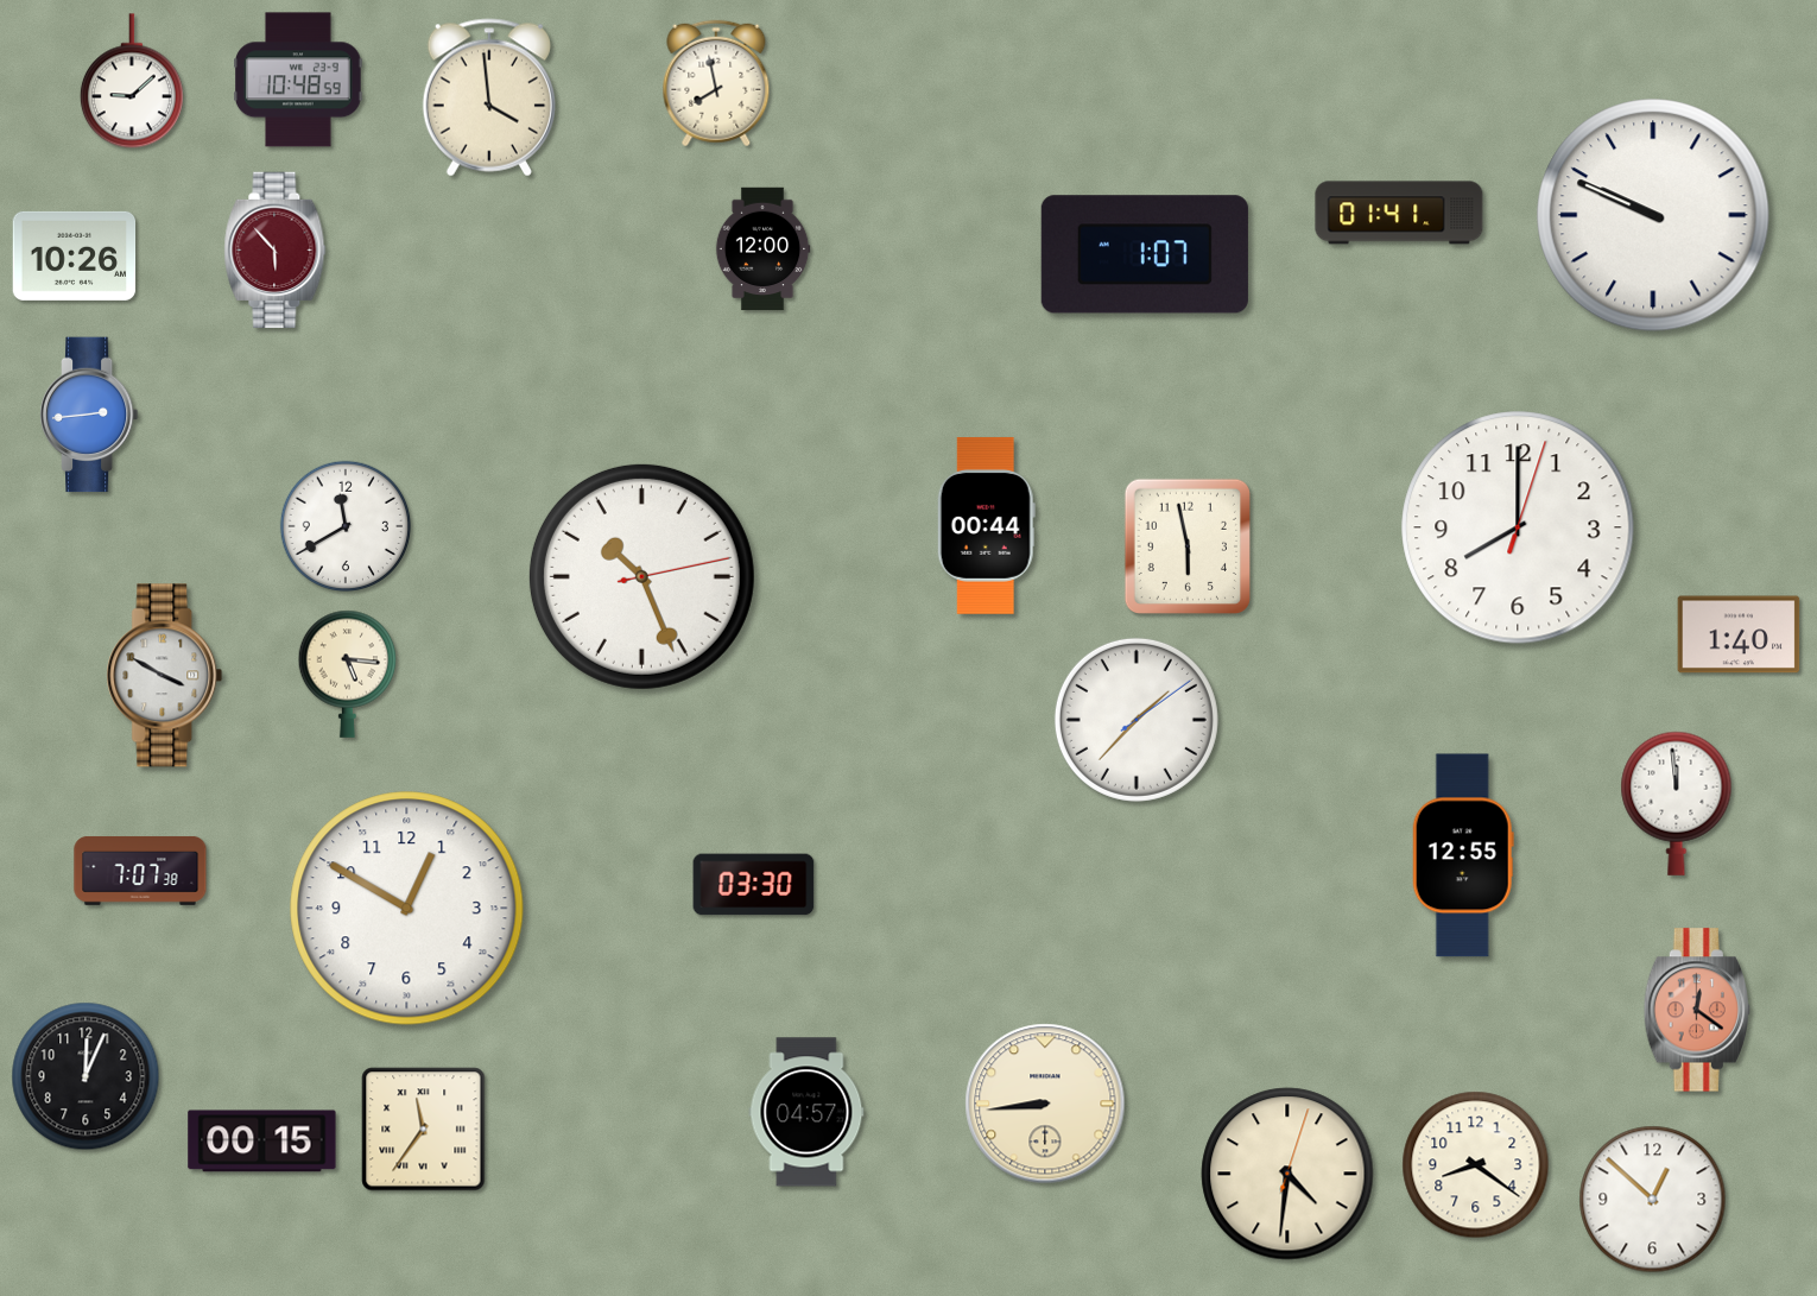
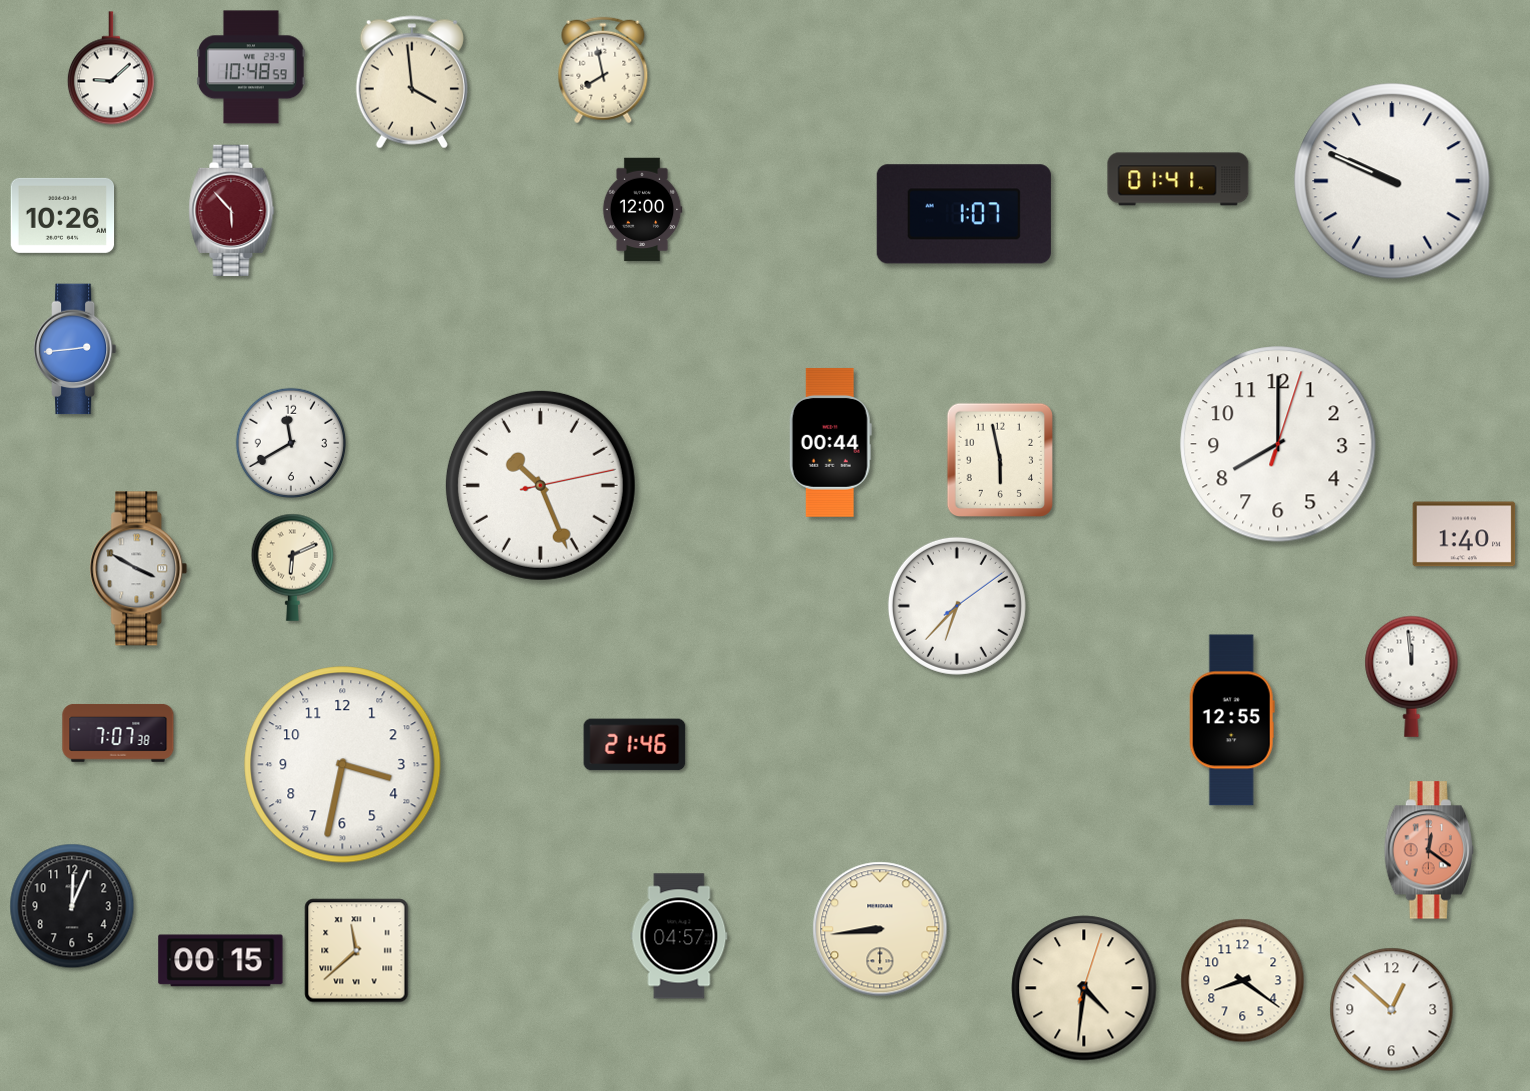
clock at (348, 674): 5:16 -> 6:11
clock at (1137, 720): 1:37 -> 6:37
clock at (754, 885): 03:30 -> 21:46
clock at (407, 909): 12:50 -> 3:32
clock at (424, 1130): 11:36 -> 11:38
